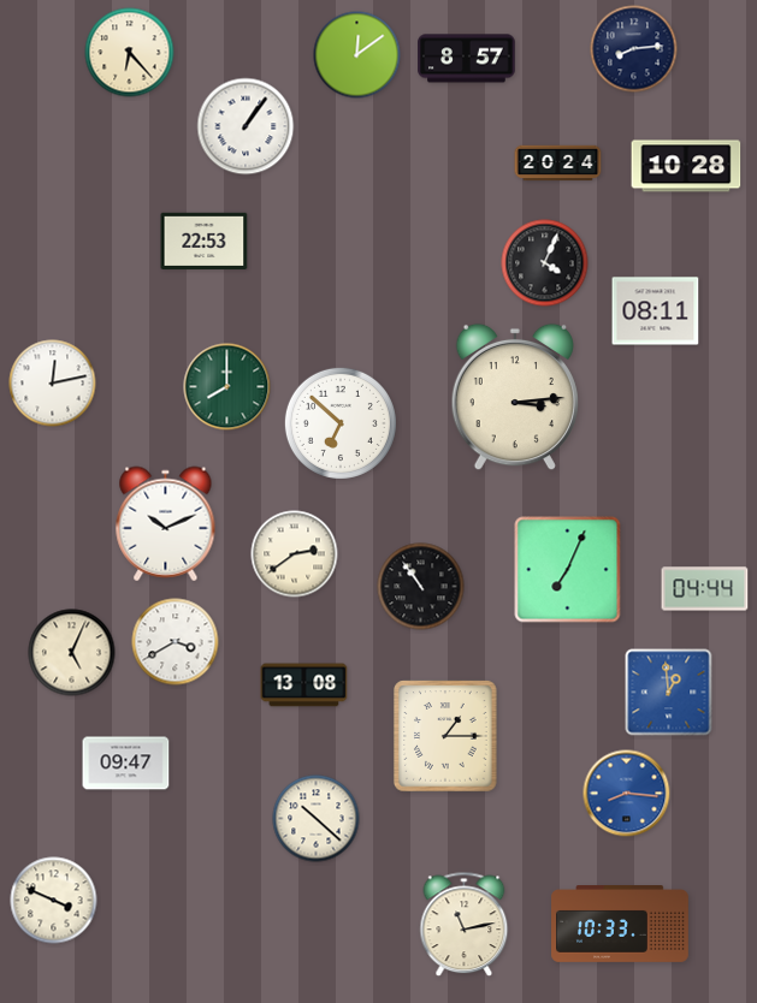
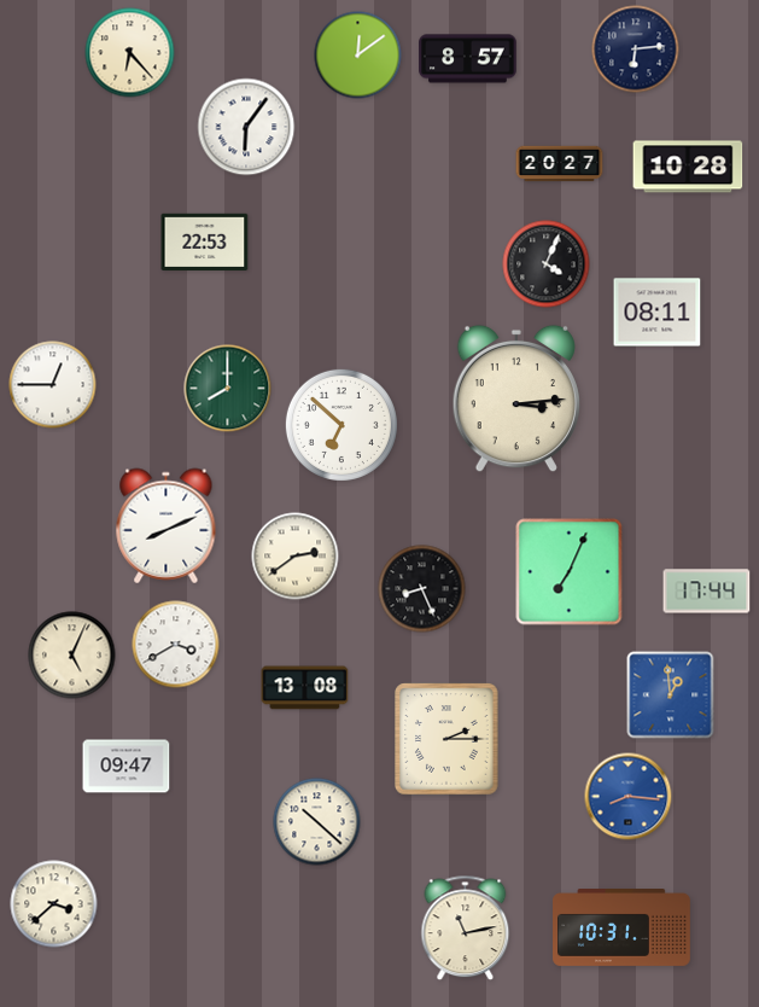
clock at (634, 49): 8:14 -> 6:14
clock at (246, 126): 1:06 -> 6:06
clock at (558, 164): 20:24 -> 20:27
clock at (53, 384): 12:13 -> 12:45
clock at (166, 524): 10:11 -> 8:11
clock at (421, 587): 10:54 -> 8:26
clock at (705, 589): 04:44 -> 17:44
clock at (445, 736): 1:15 -> 2:15
clock at (54, 901): 3:49 -> 3:38
clock at (620, 925): 10:33 -> 10:31
